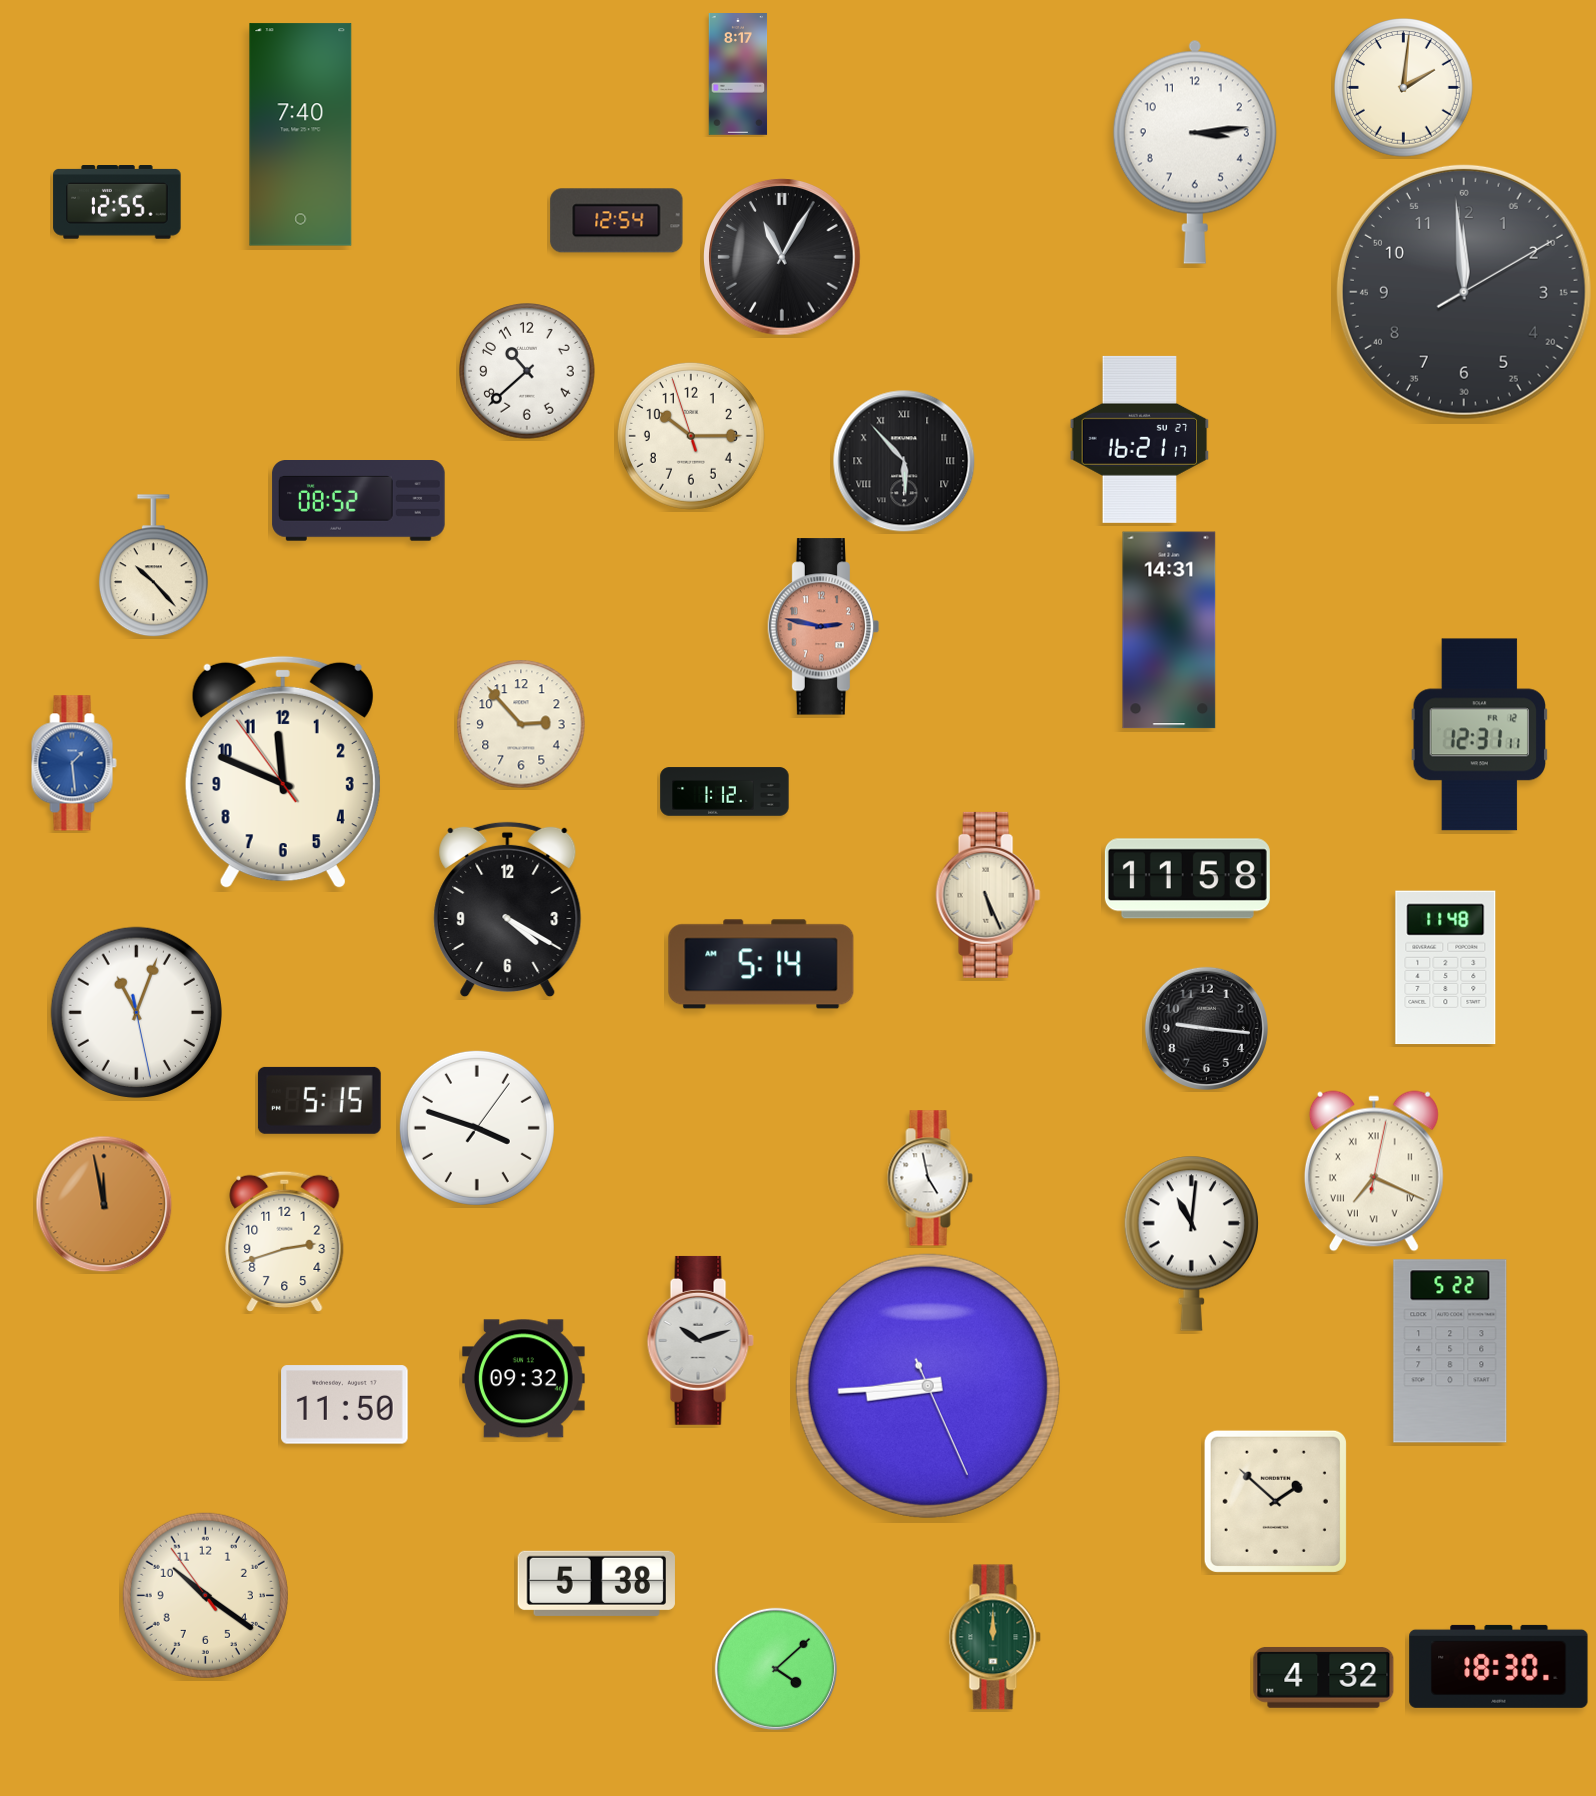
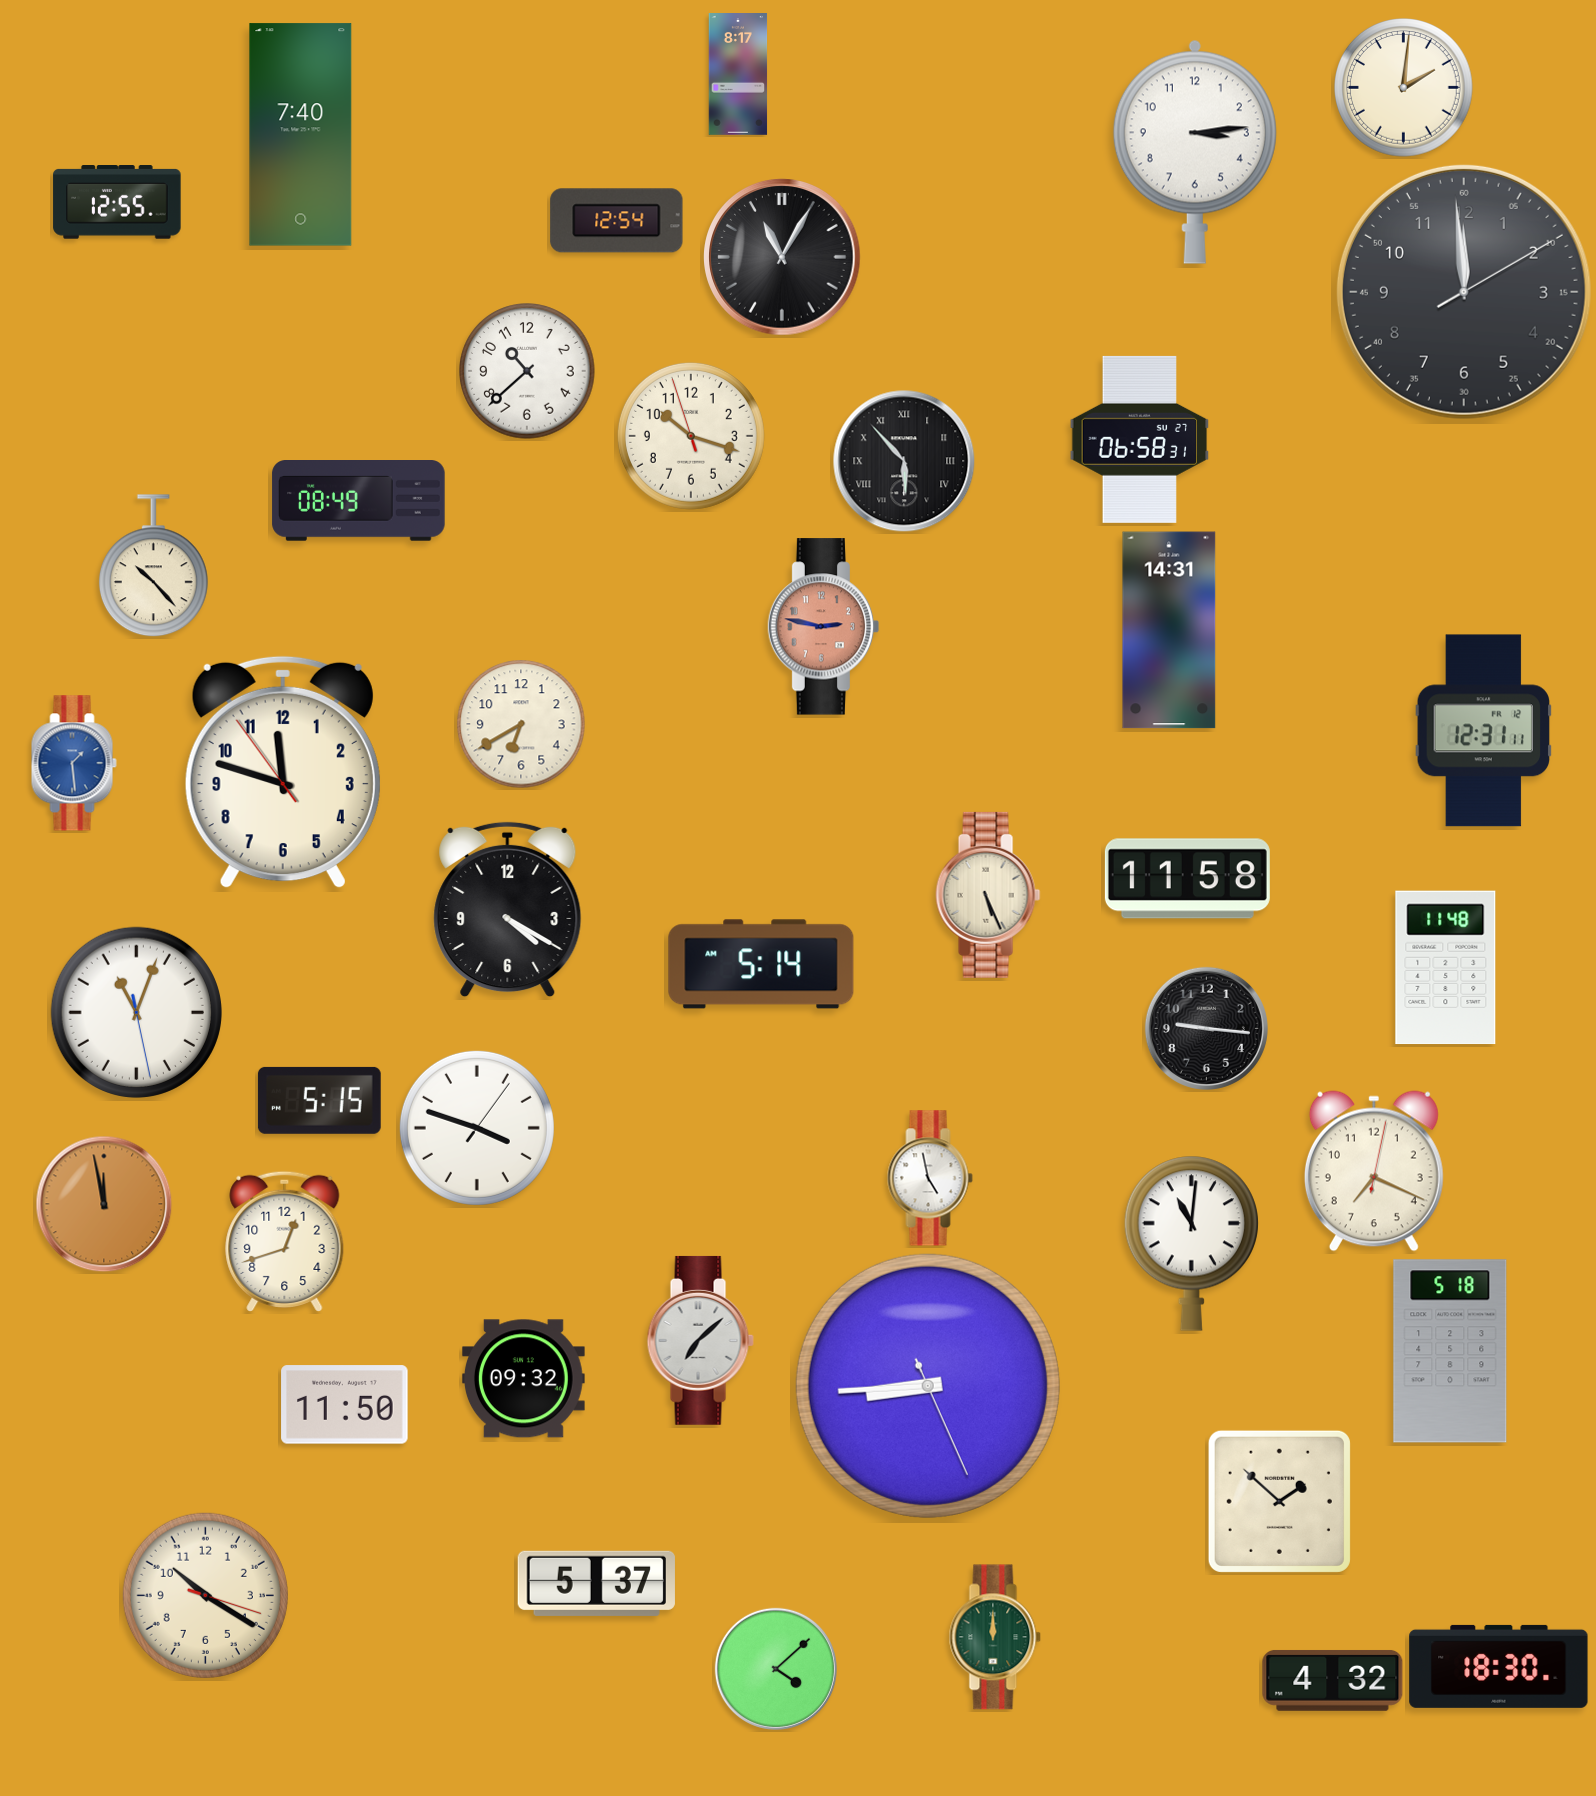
clock at (691, 436): 10:14 -> 10:17
clock at (1140, 439): 16:21 -> 06:58
clock at (359, 501): 08:52 -> 08:49
clock at (521, 724): 2:53 -> 6:40
clock at (1479, 735) position: (1479, 735) -> (1483, 731)
clock at (283, 772): 11:48 -> 11:47
clock at (725, 792): 1:12 -> none
clock at (1374, 1171) numerals: Roman -> Arabic
clock at (285, 1241): 2:42 -> 12:42
clock at (700, 1340): 10:12 -> 7:08
clock at (1450, 1351): 5:22 -> 5:18
clock at (1275, 1501) position: (1275, 1501) -> (1279, 1501)
clock at (596, 1583): 5:38 -> 5:37
clock at (205, 1595): 10:20:54 -> 10:20:18
clock at (1324, 1677) position: (1324, 1677) -> (1333, 1680)
